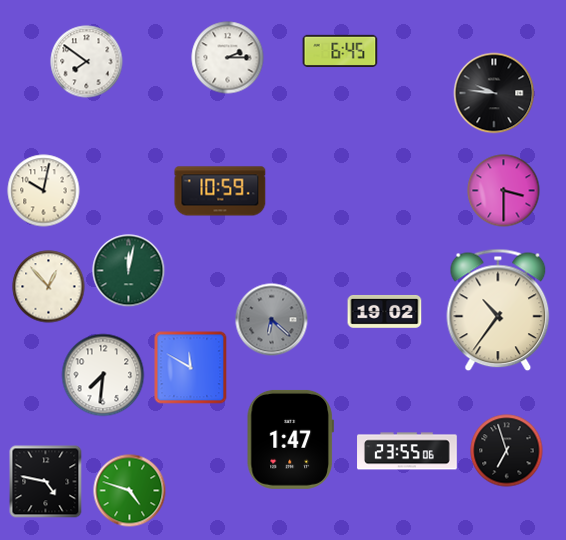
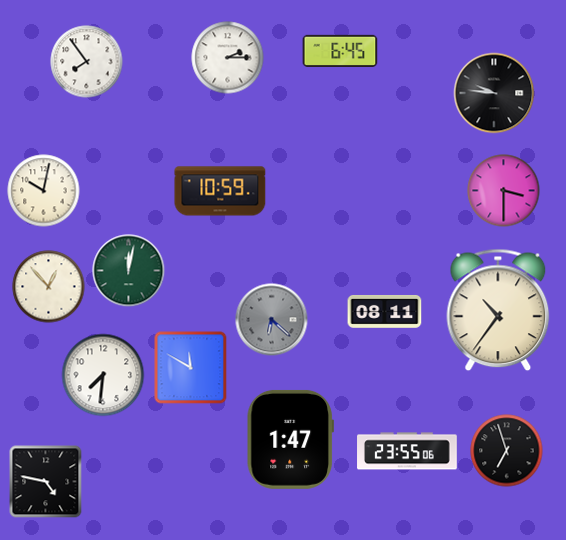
clock at (87, 62): 7:51 -> 7:54
clock at (385, 311): 19:02 -> 08:11
clock at (130, 491): 4:48 -> none
